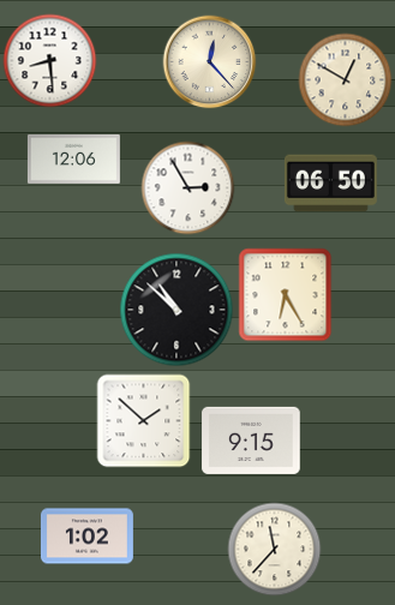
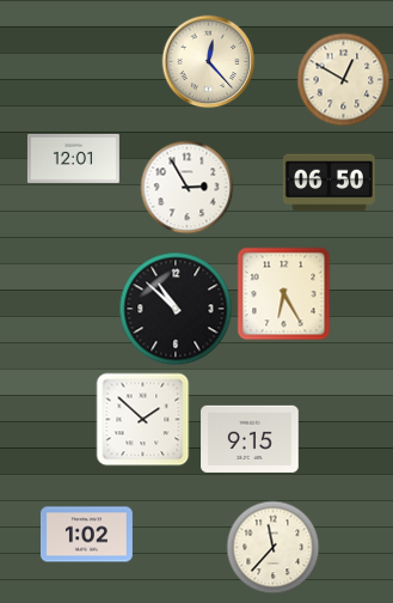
clock at (49, 60): 8:29 -> none
clock at (73, 158): 12:06 -> 12:01
